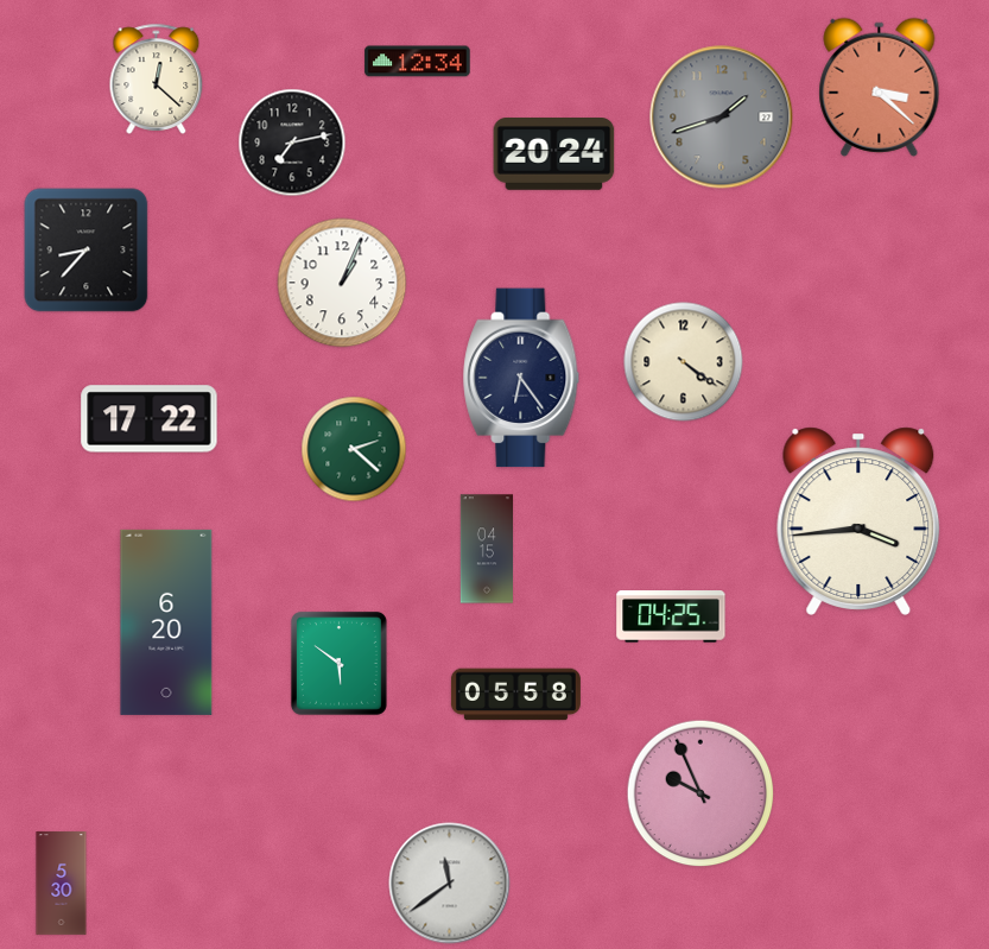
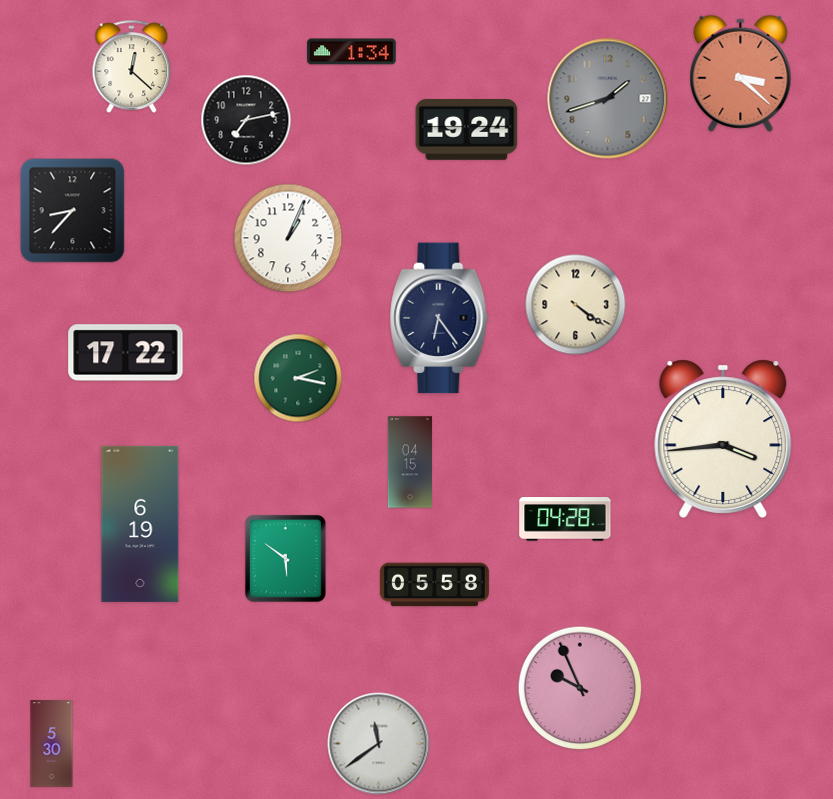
clock at (418, 62): 12:34 -> 1:34
clock at (554, 154): 20:24 -> 19:24
clock at (354, 449): 2:22 -> 2:17
clock at (671, 616): 04:25 -> 04:28
clock at (166, 622): 6:20 -> 6:19
clock at (700, 793) position: (700, 793) -> (580, 688)
